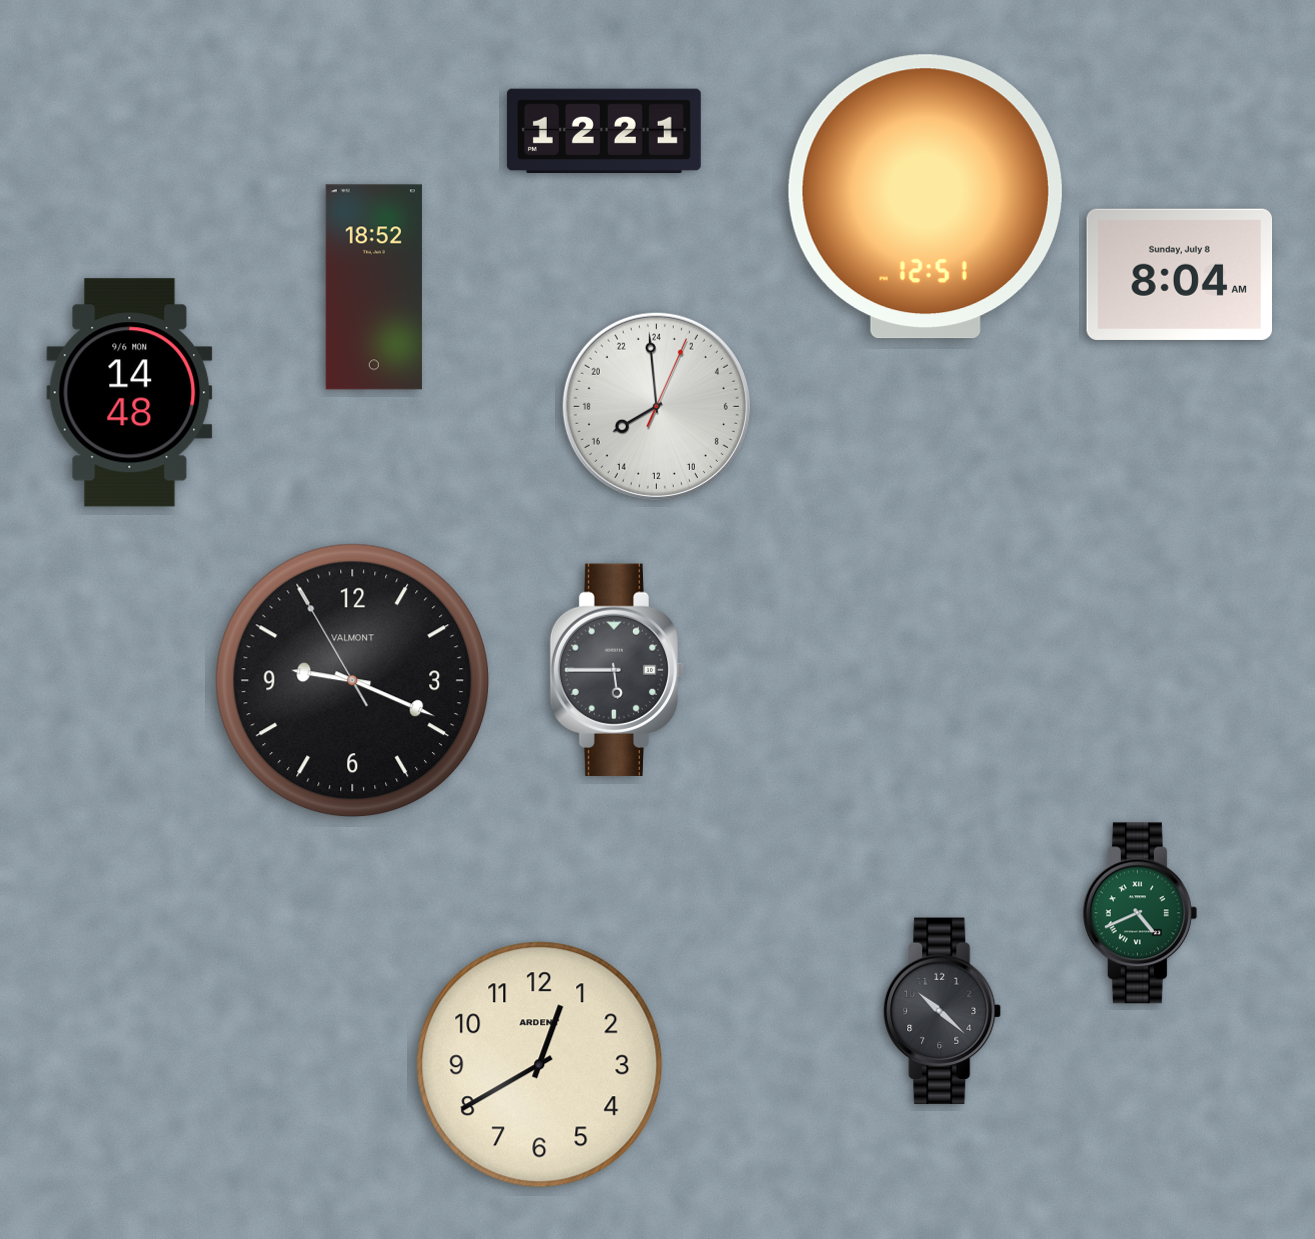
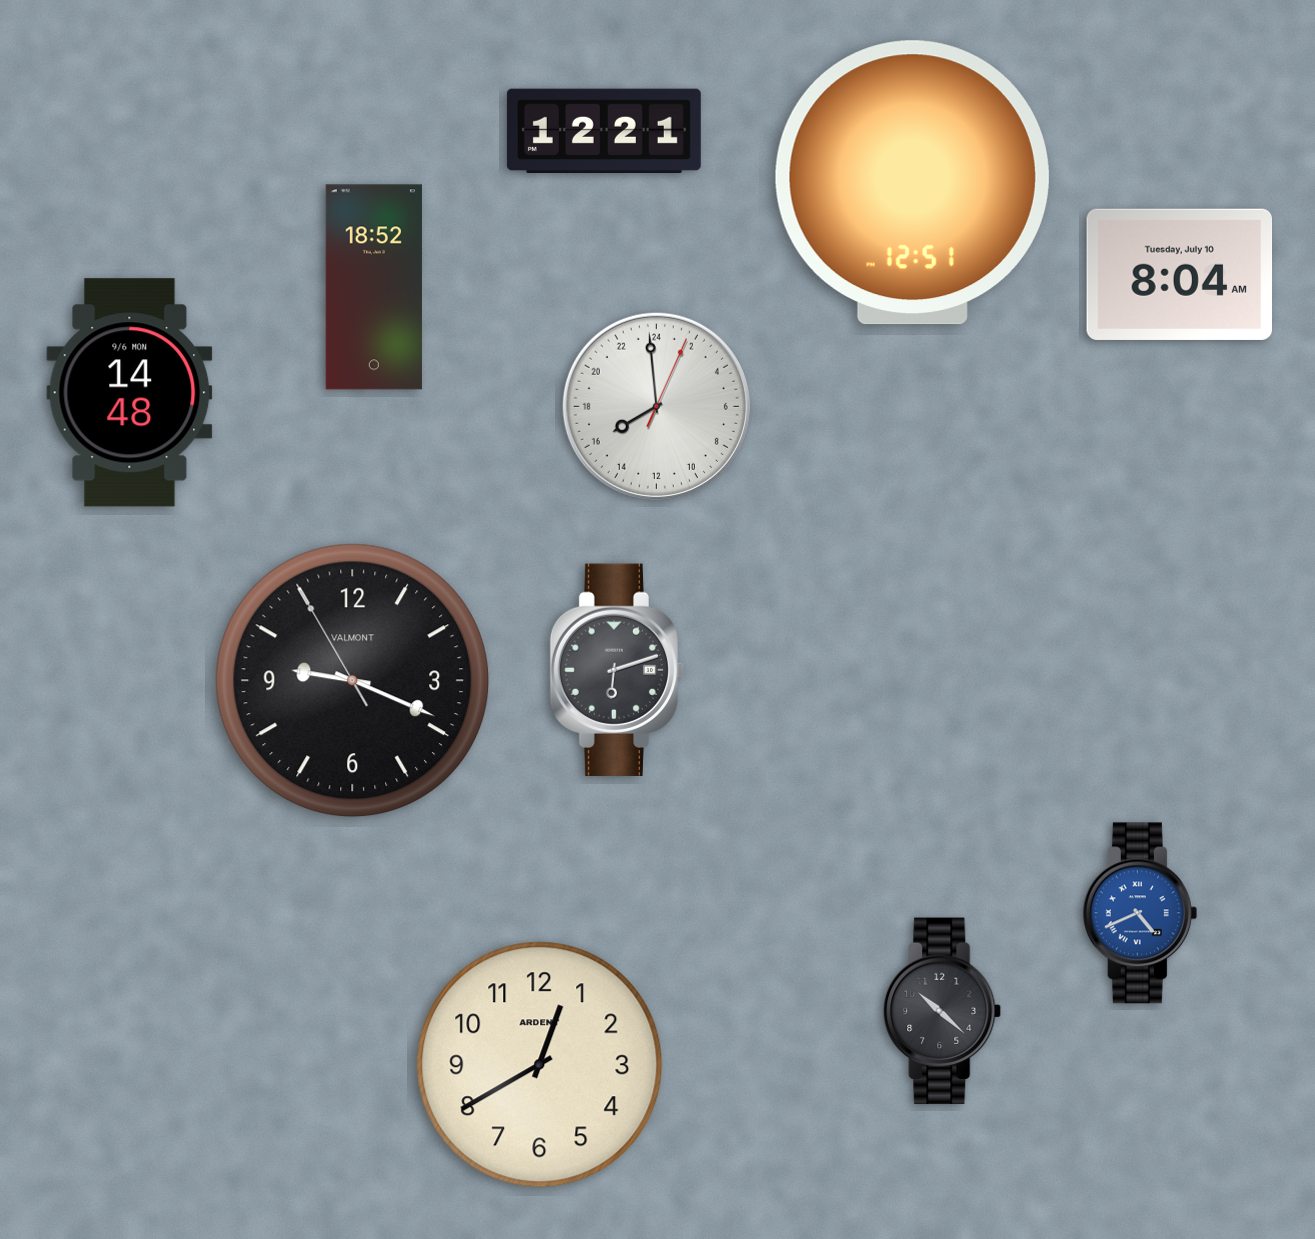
clock at (925, 197) position: (925, 197) -> (912, 183)
clock at (1180, 274) date: Sunday, July 8 -> Tuesday, July 10
clock at (617, 669): 5:45 -> 6:12
clock at (1140, 913) dial: green -> blue
